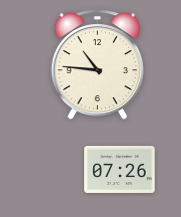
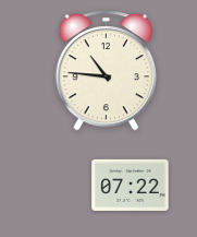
clock at (120, 169): 07:26 -> 07:22
